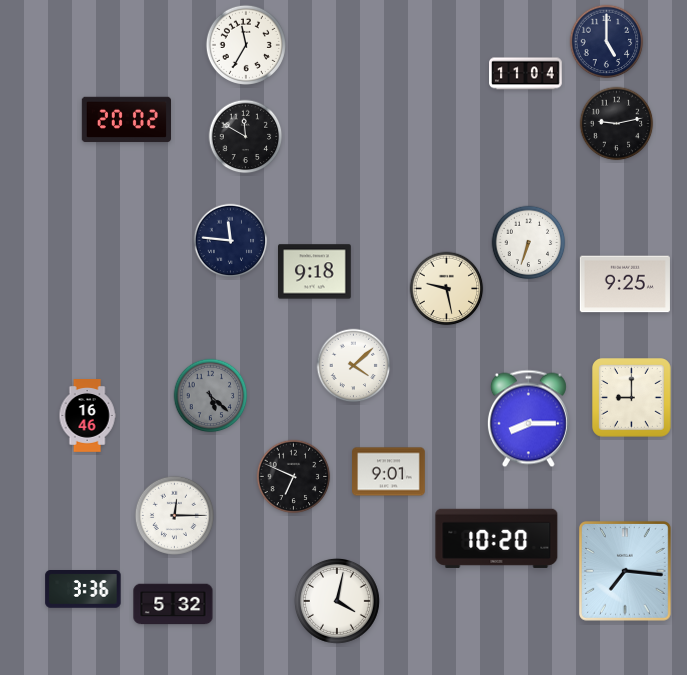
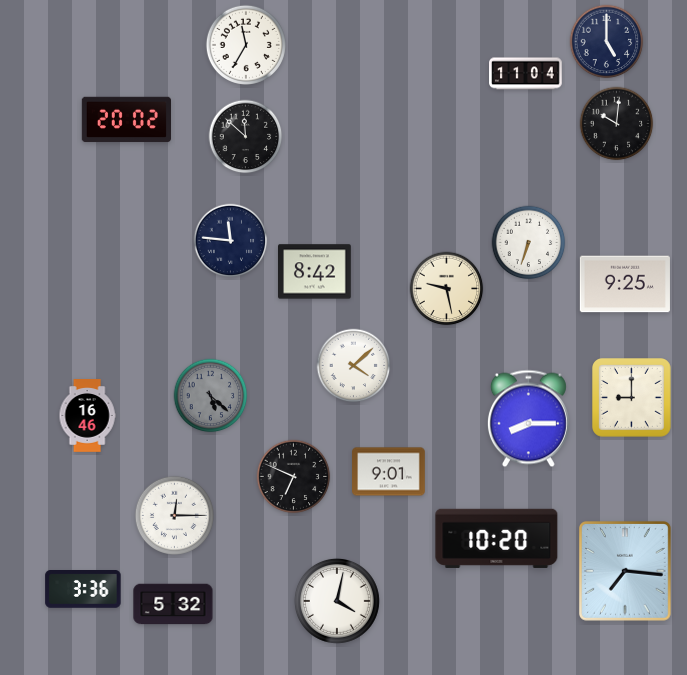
clock at (617, 124): 9:13 -> 10:01
clock at (246, 137): 11:50 -> 11:52
clock at (315, 272): 9:18 -> 8:42
